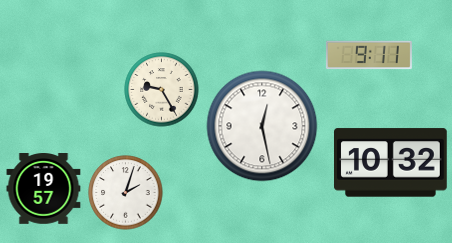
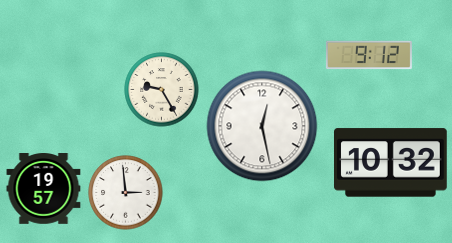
clock at (369, 55): 9:11 -> 9:12
clock at (126, 193): 2:03 -> 2:59
